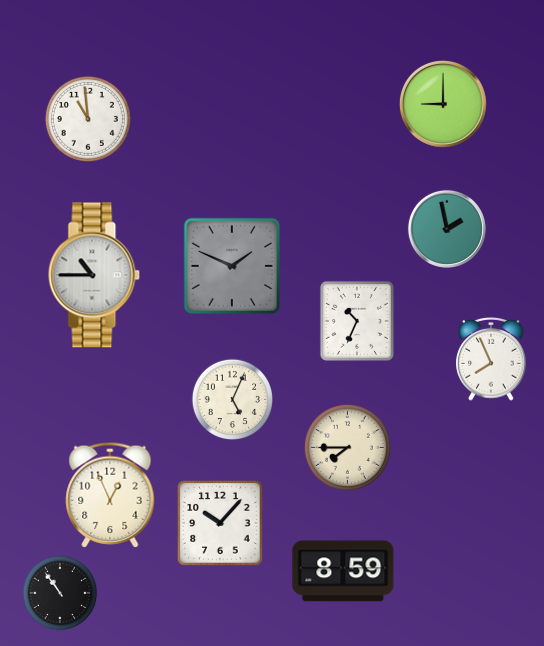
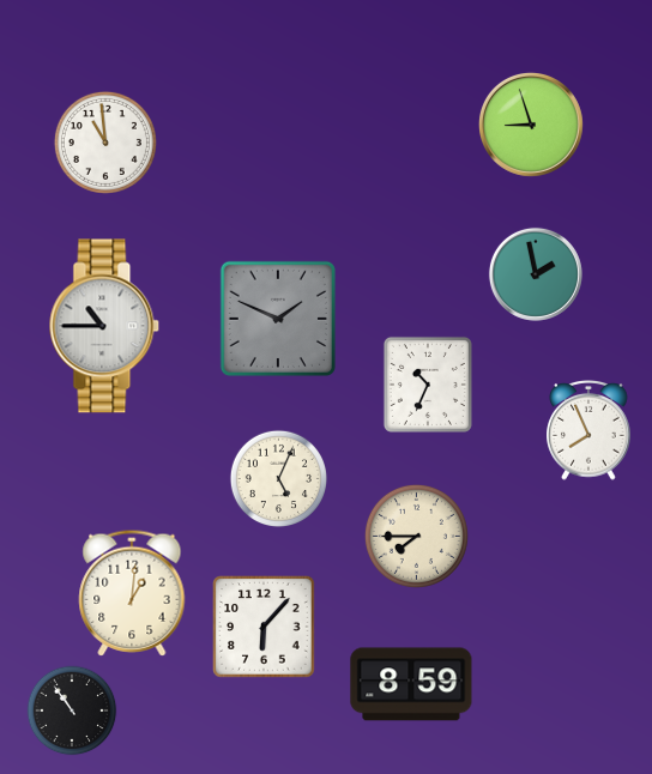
clock at (443, 104): 9:00 -> 8:57
clock at (94, 275) position: (94, 275) -> (104, 326)
clock at (110, 495): 12:56 -> 1:01
clock at (220, 523): 10:07 -> 6:07
